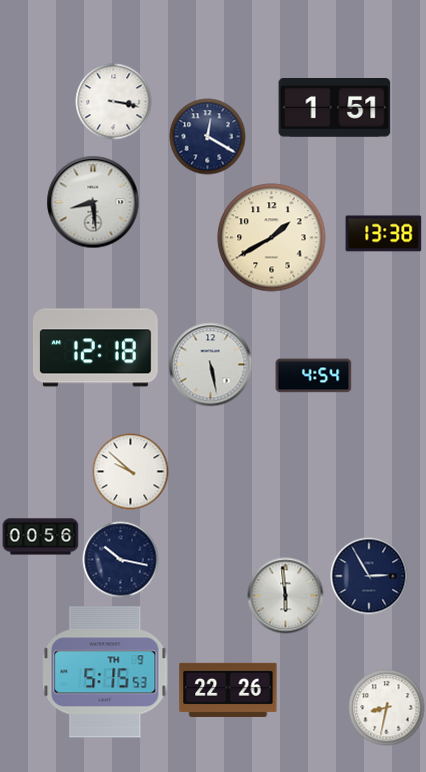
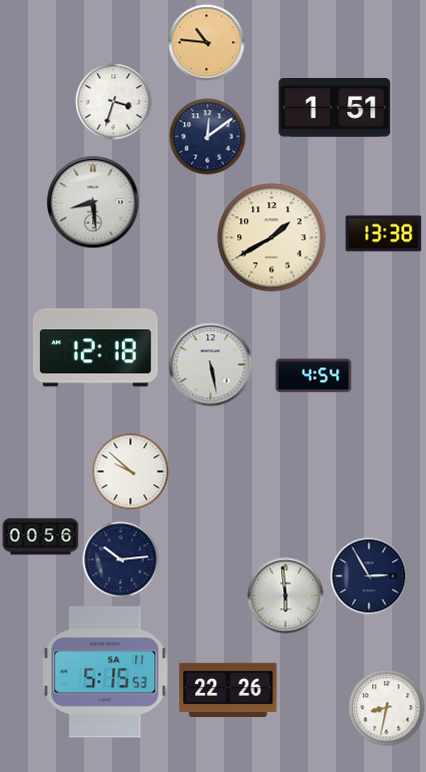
clock at (207, 43): none -> 10:46
clock at (114, 102): 3:17 -> 3:33
clock at (208, 137): 12:20 -> 12:09
clock at (121, 560): 10:17 -> 10:14
clock at (105, 672) date: TH 9 -> SA 11
